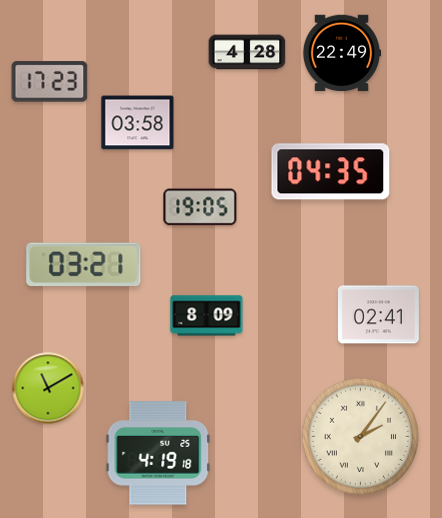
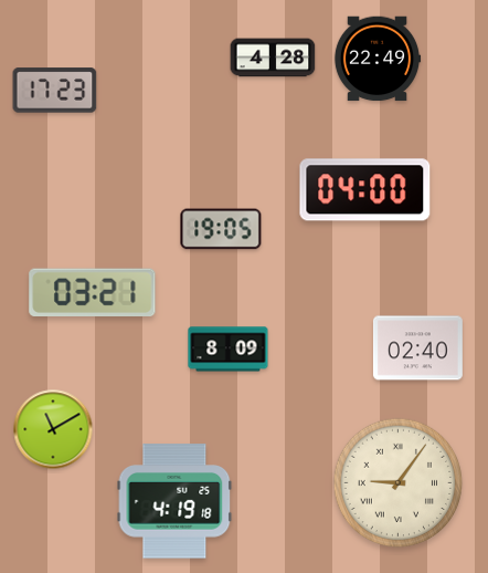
clock at (138, 123): 03:58 -> none
clock at (331, 172): 04:35 -> 04:00
clock at (378, 315): 02:41 -> 02:40
clock at (361, 437): 2:06 -> 9:06
